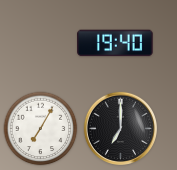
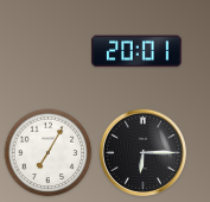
clock at (115, 43): 19:40 -> 20:01
clock at (120, 128): 7:00 -> 6:15
